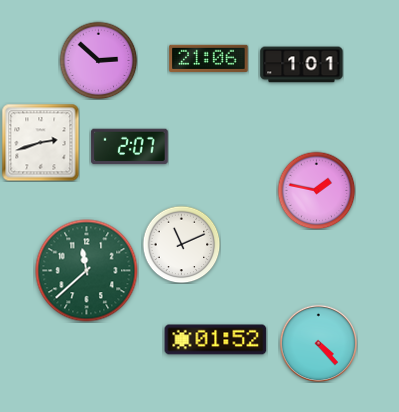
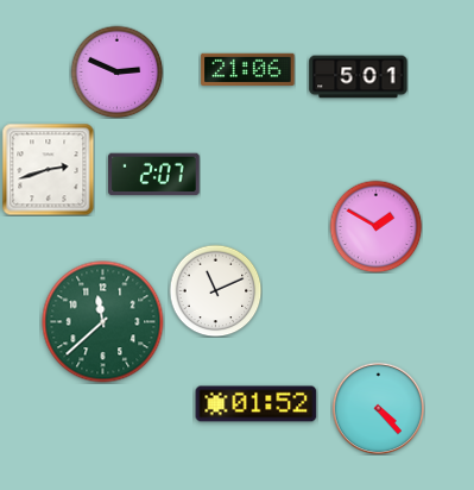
clock at (98, 60): 2:52 -> 2:49
clock at (302, 65): 1:01 -> 5:01
clock at (316, 190): 1:47 -> 1:50
